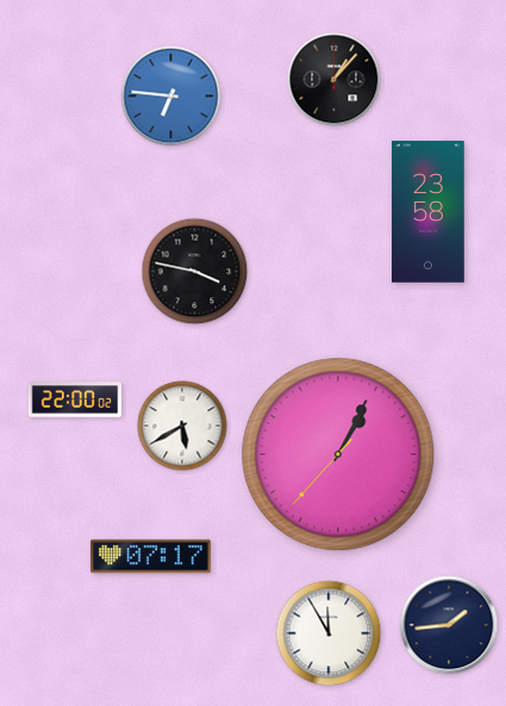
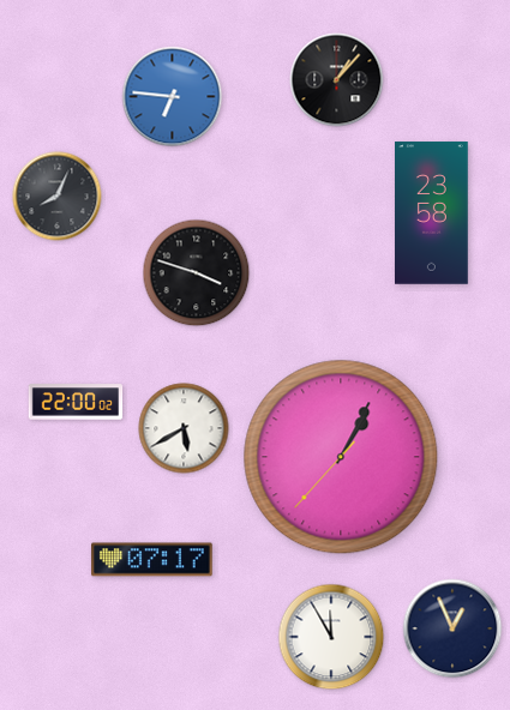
clock at (58, 197): none -> 8:04
clock at (195, 272): 3:47 -> 3:48
clock at (449, 625): 1:44 -> 12:56
